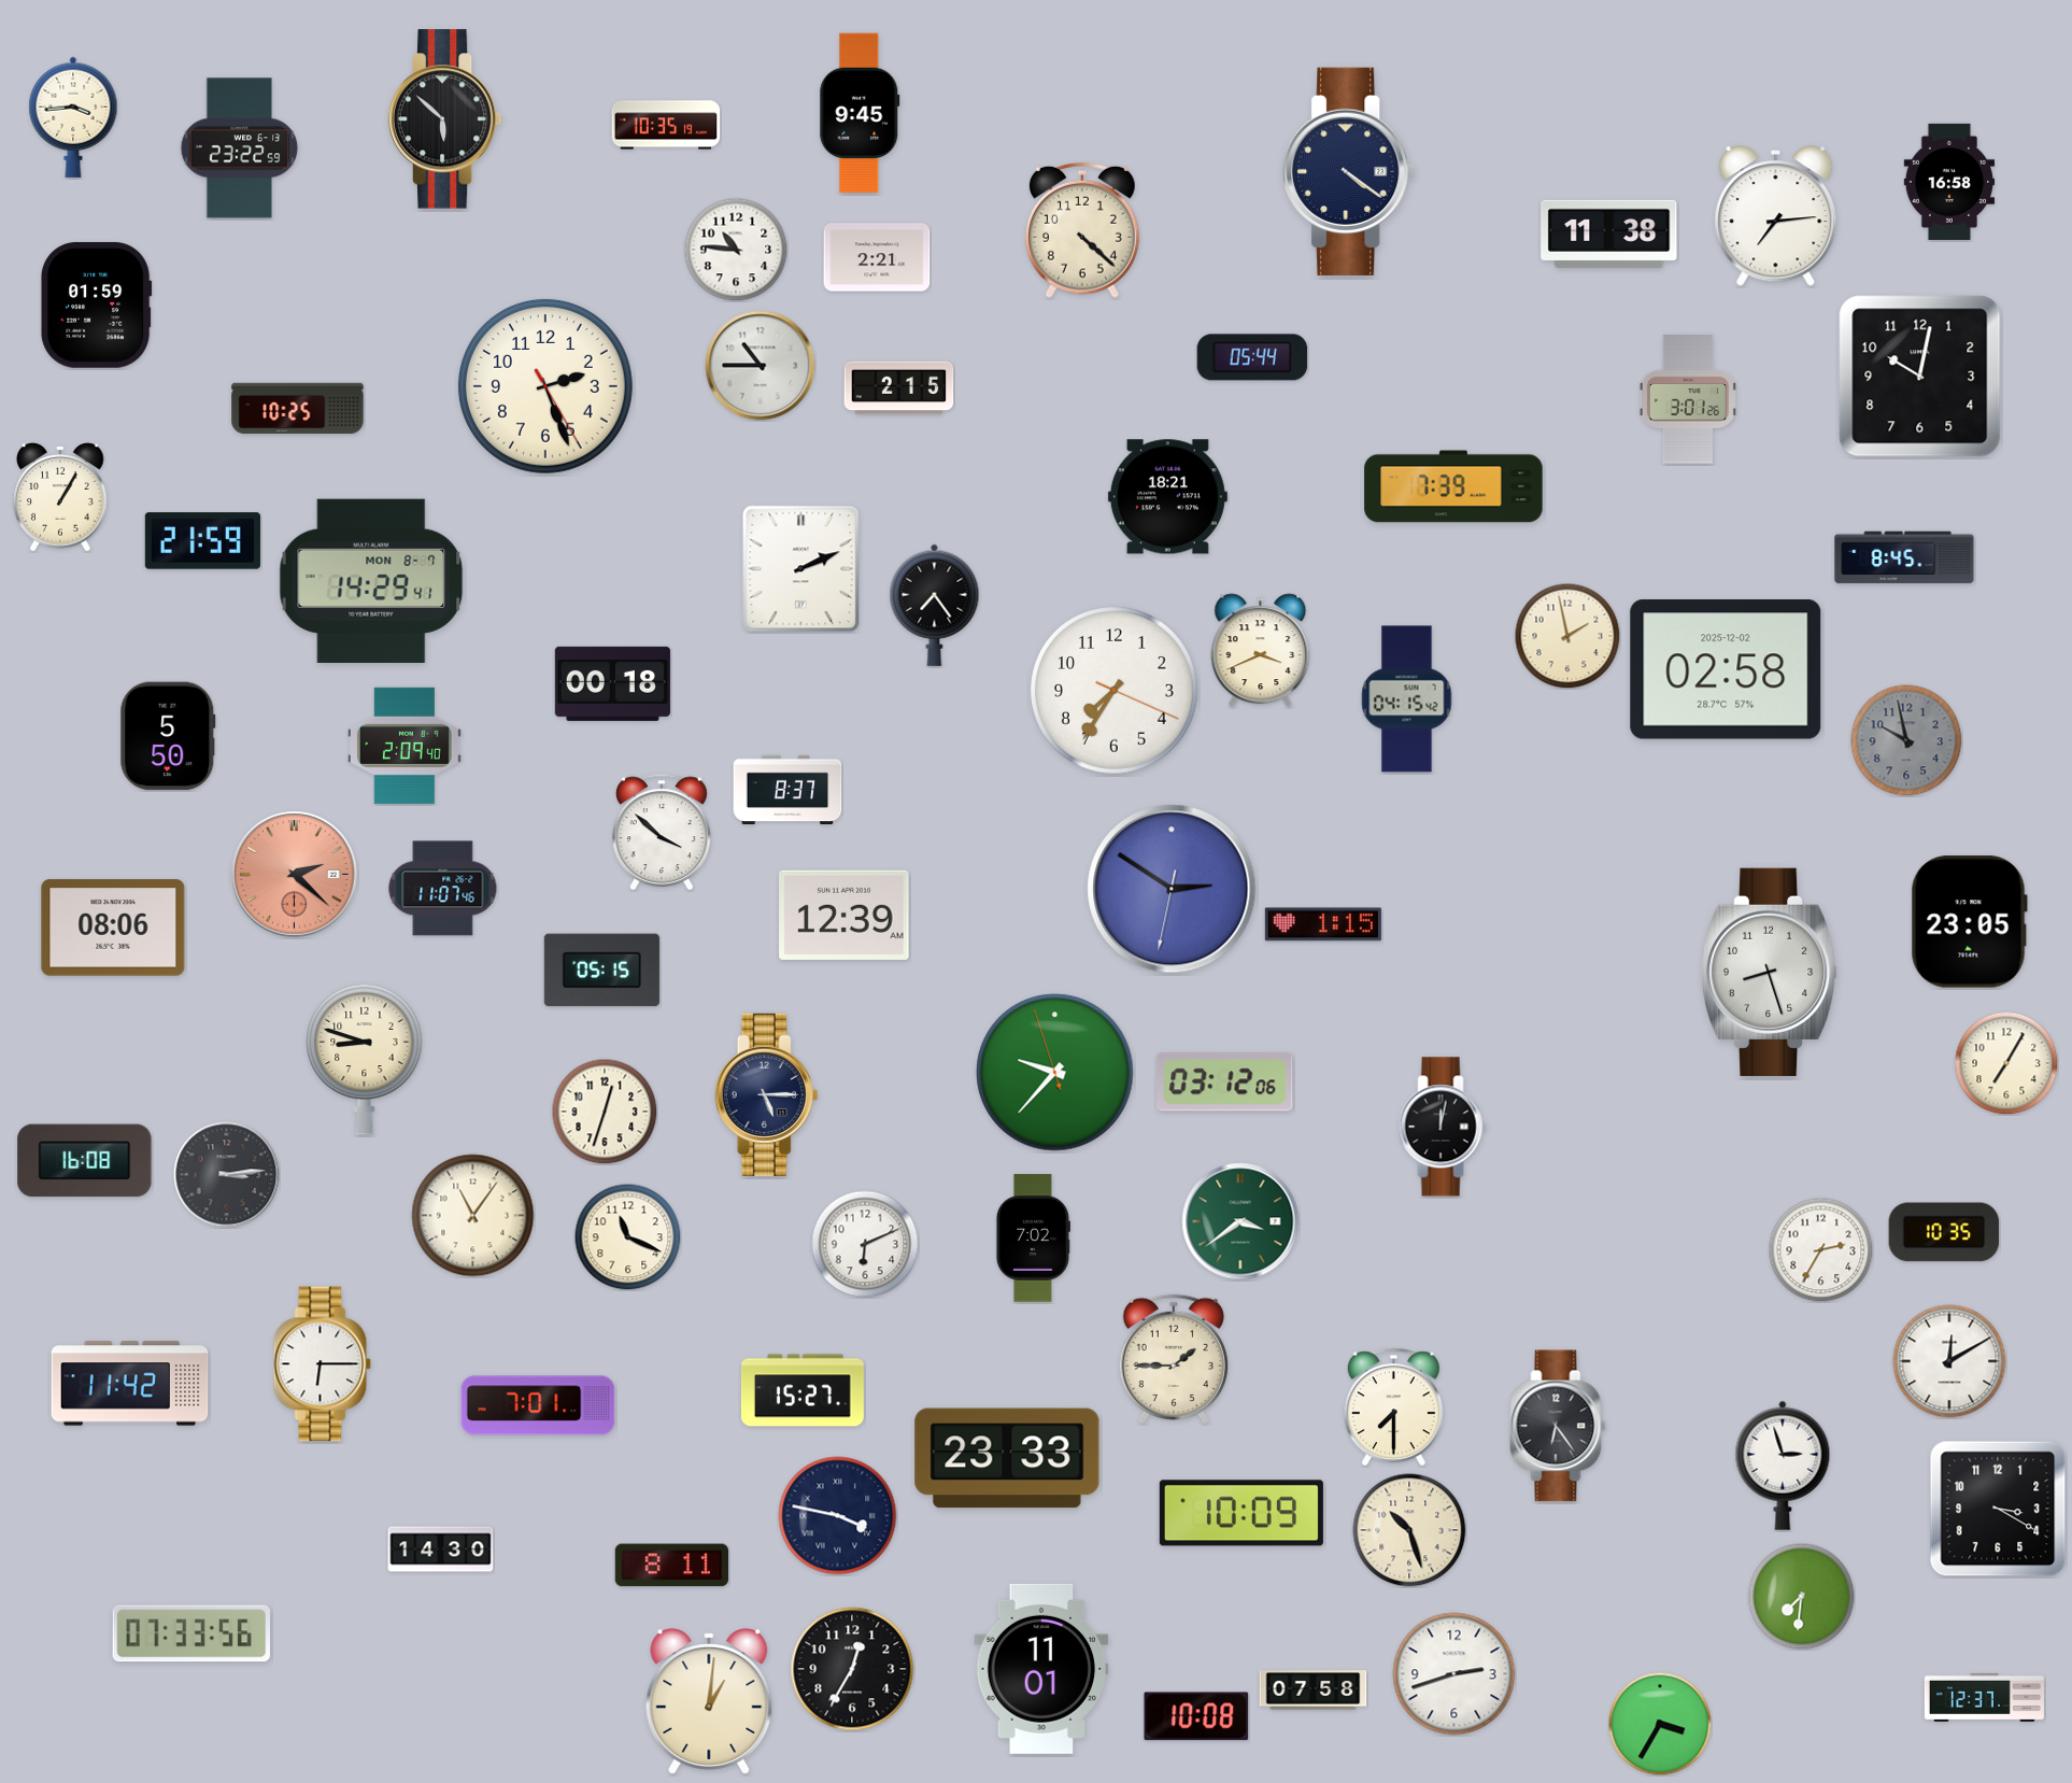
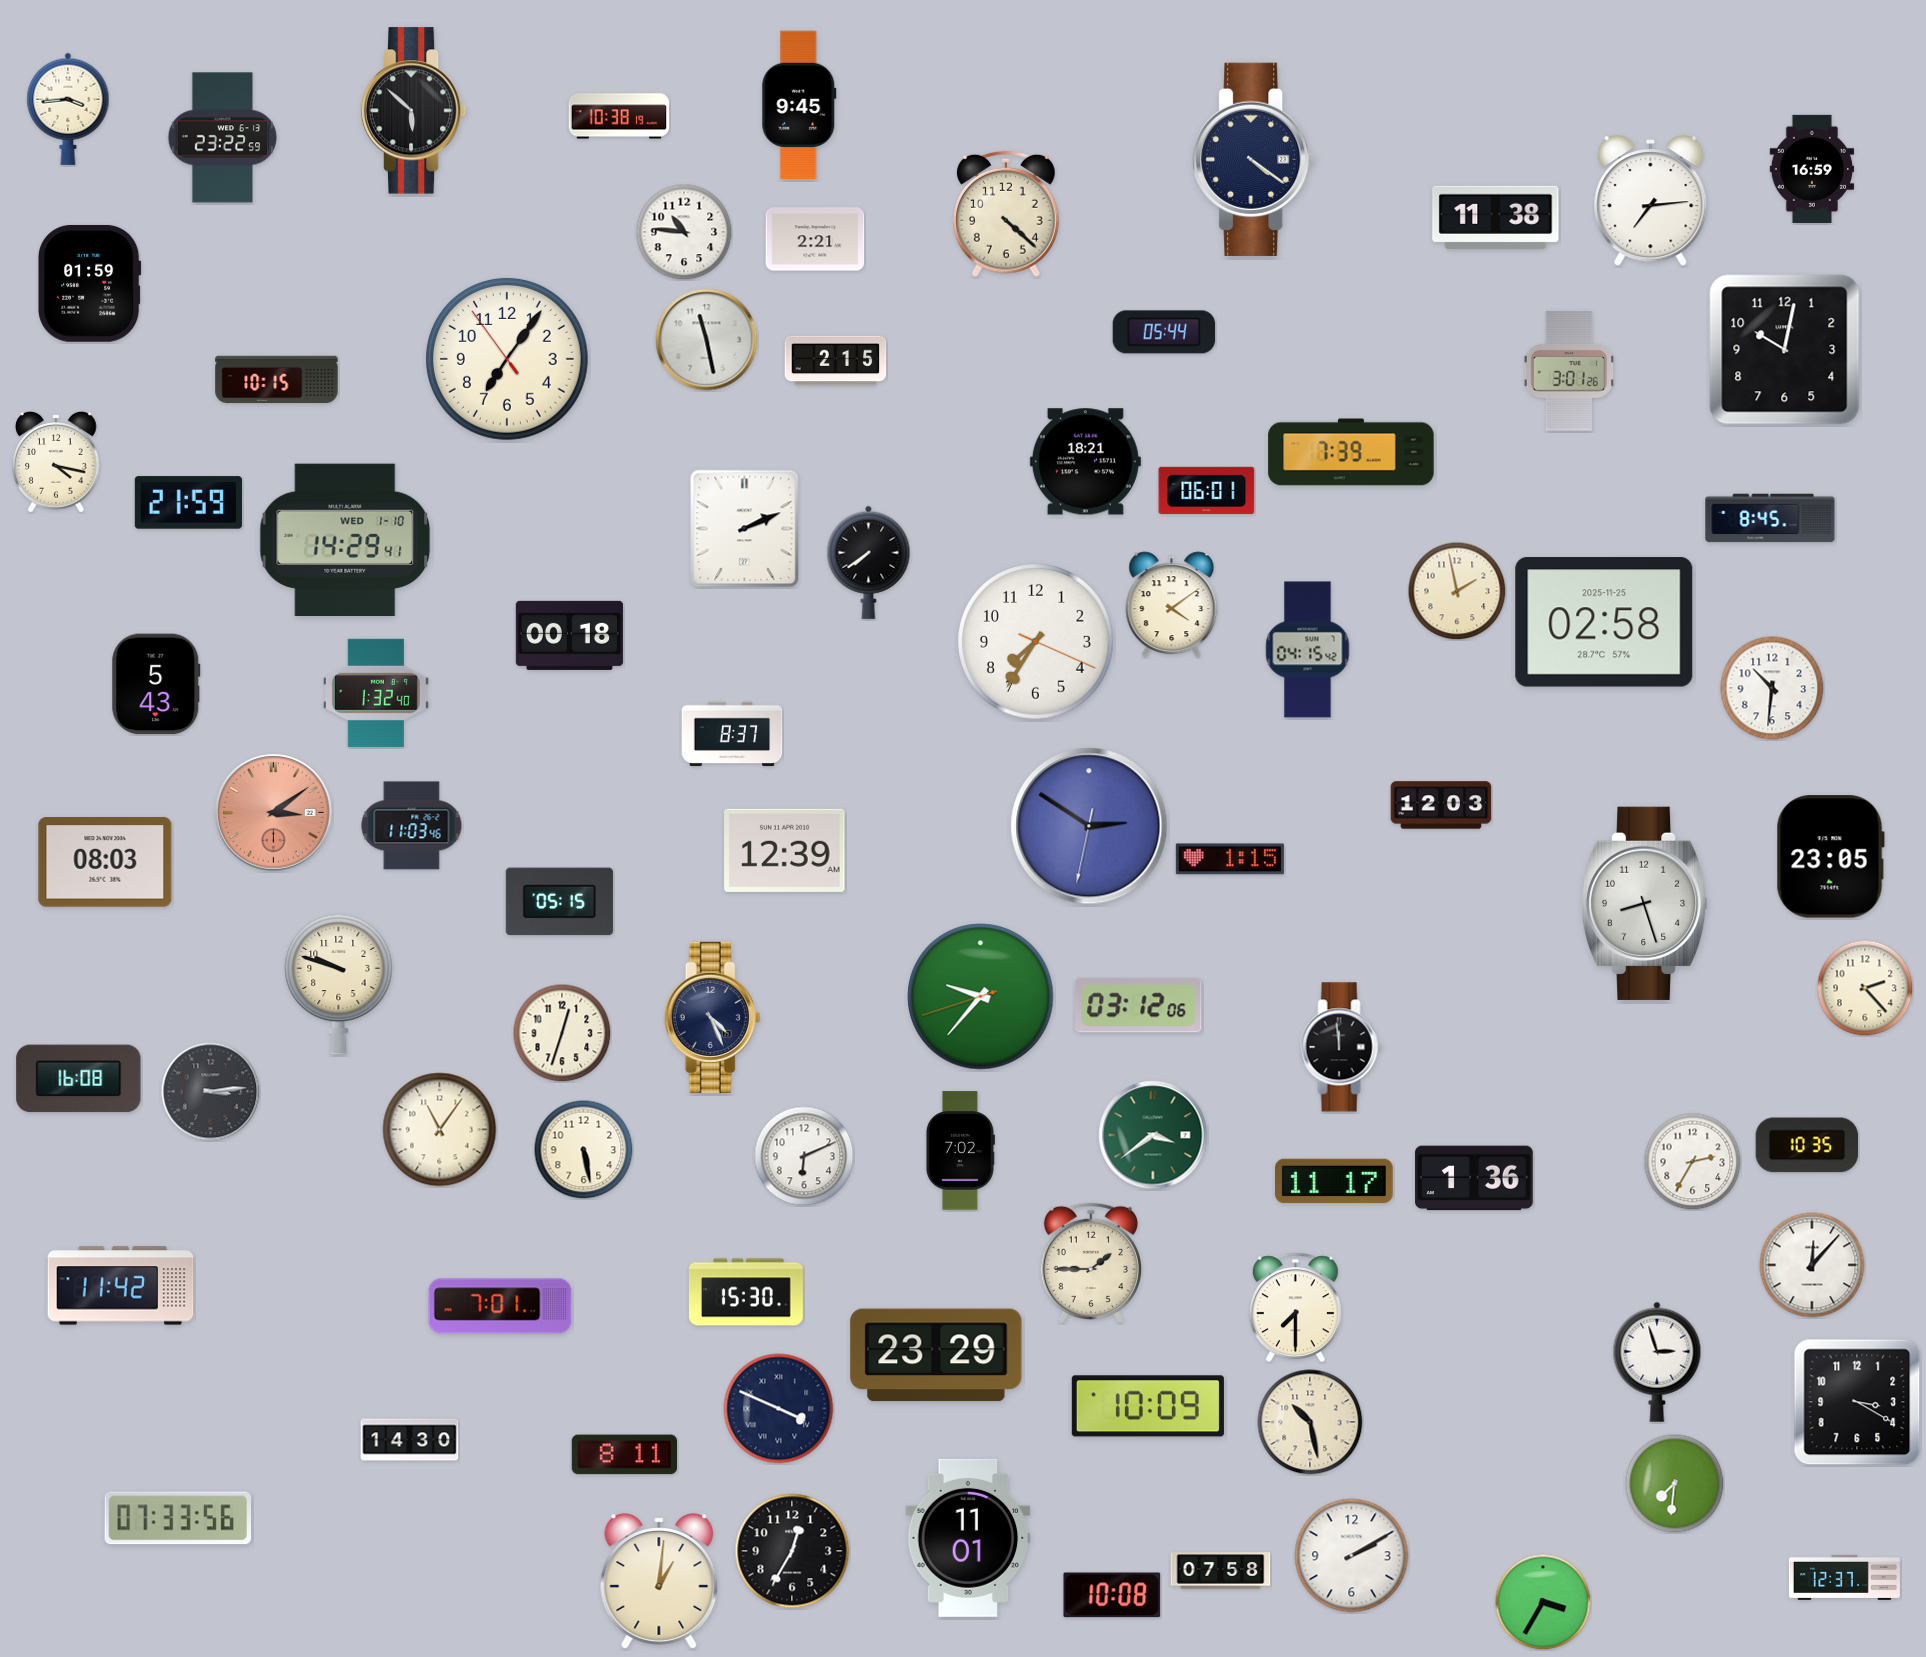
clock at (666, 125): 10:35 -> 10:38
clock at (1949, 182): 16:58 -> 16:59
clock at (761, 366): 10:45 -> 11:28
clock at (545, 386): 2:26 -> 7:05
clock at (298, 409): 10:25 -> 10:15
clock at (60, 497): 1:05 -> 4:17
clock at (1207, 490): none -> 06:01
clock at (371, 580) date: MON 8-7 -> WED 1-10
clock at (935, 605): 7:24 -> 7:39
clock at (1261, 651): 3:41 -> 4:09
clock at (1726, 669) date: 2025-12-02 -> 2025-11-25
clock at (168, 736): 5:50 -> 5:43
clock at (1906, 740): 9:58 -> 10:31
clock at (1906, 740) dial: grey -> white
clock at (405, 746): 2:09 -> 1:32
clock at (662, 832): 3:52 -> none
clock at (1441, 805): none -> 12:03
clock at (295, 875): 2:22 -> 3:09
clock at (443, 889): 11:07 -> 11:03
clock at (113, 928): 08:06 -> 08:03
clock at (365, 1059): 8:48 -> 9:48
clock at (2006, 1063): 7:05 -> 2:23
clock at (1055, 1073): 9:36:57 -> 9:36:42
clock at (767, 1094): 5:15 -> 4:26
clock at (1443, 1127): 12:02 -> 11:59
clock at (628, 1237): 11:19 -> 5:28
clock at (1474, 1178): none -> 1:36
clock at (1334, 1181): none -> 11:17
clock at (1949, 1361): 12:10 -> 12:07
clock at (323, 1364): 6:15 -> none
clock at (803, 1390): 15:27 -> 15:30
clock at (1558, 1426): 6:24 -> none
clock at (1007, 1458): 23:33 -> 23:29
clock at (1241, 1513) position: (1241, 1513) -> (1148, 1406)
clock at (838, 1516): 3:47 -> 3:49
clock at (1409, 1530): 10:27 -> 10:28
clock at (1041, 1669) position: (1041, 1669) -> (968, 1538)
clock at (1454, 1674): 2:42 -> 2:10
